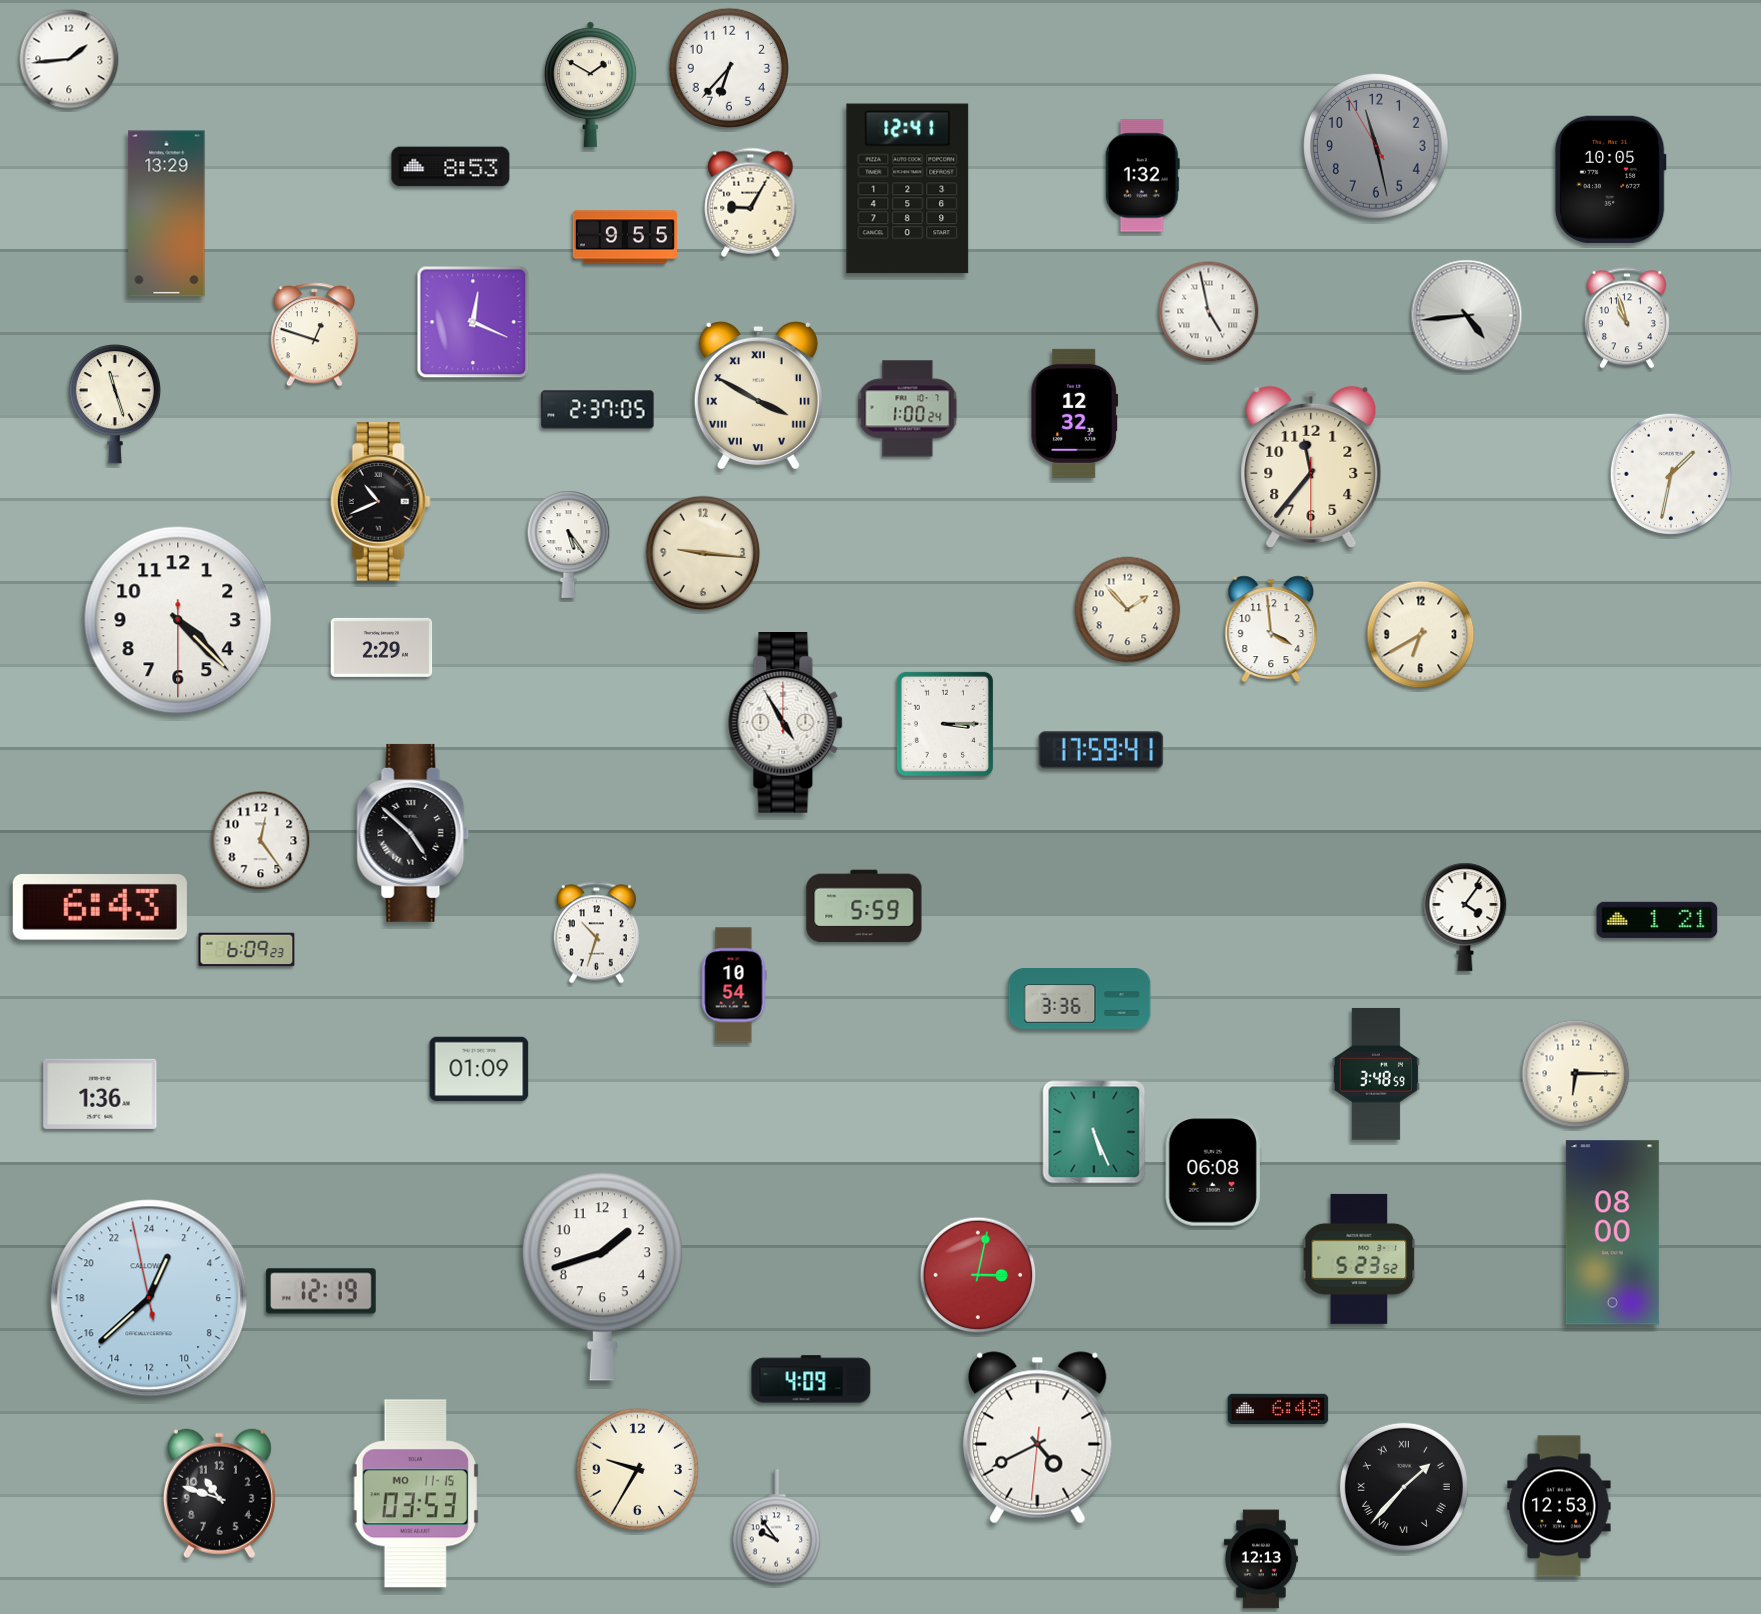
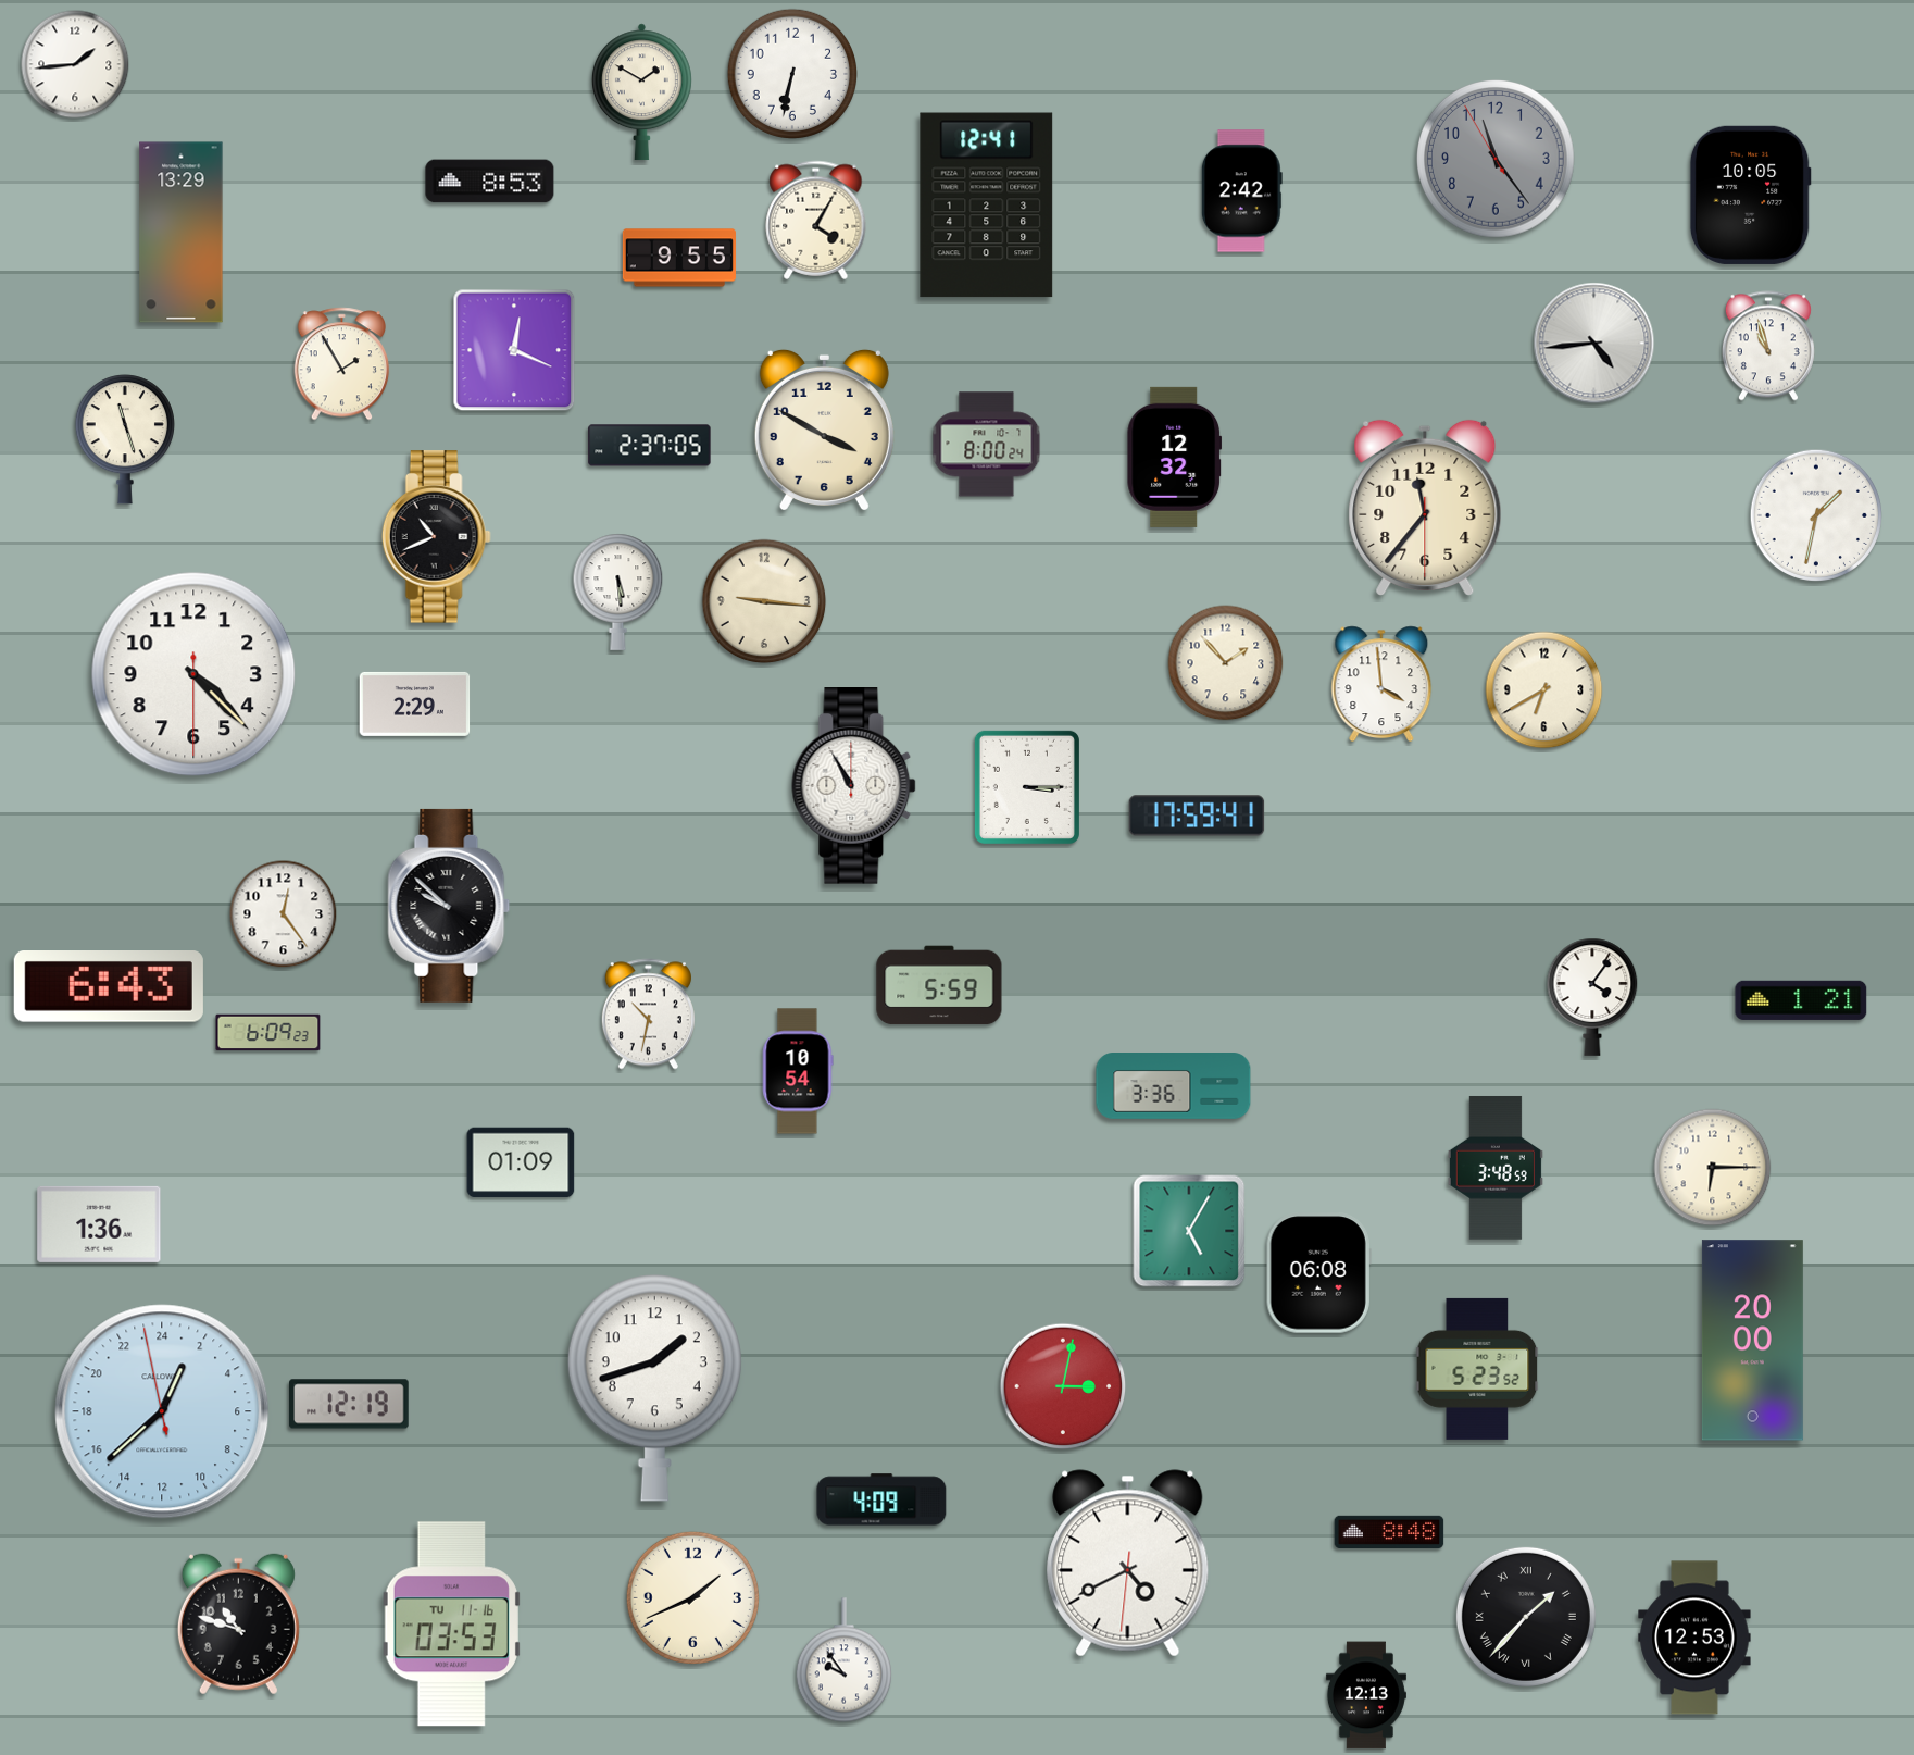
clock at (728, 67): 6:37 -> 6:32
clock at (1377, 147): 11:27 -> 11:23
clock at (1142, 176): 1:32 -> 2:42
clock at (751, 202): 9:05 -> 4:05
clock at (1209, 312): 4:58 -> none
clock at (315, 335): 12:48 -> 1:55
clock at (758, 395) numerals: Roman -> Arabic
clock at (908, 409): 1:00 -> 8:00
clock at (1075, 413) position: (1075, 413) -> (1175, 457)
clock at (380, 502) position: (380, 502) -> (436, 537)
clock at (569, 544): 5:24 -> 5:29
clock at (786, 723): 4:55 -> 10:55
clock at (413, 833): 4:52 -> 9:52
clock at (596, 933): 10:33 -> 10:32
clock at (100, 1094) position: (100, 1094) -> (99, 1224)
clock at (1094, 1132): 5:26 -> 5:05
clock at (1612, 1233): 08:00 -> 20:00
clock at (1278, 1408): 6:48 -> 8:48
clock at (637, 1469): 9:35 -> 1:41
clock at (415, 1494) date: MO 11-15 -> TU 11-16
clock at (1261, 1559) position: (1261, 1559) -> (1366, 1695)
